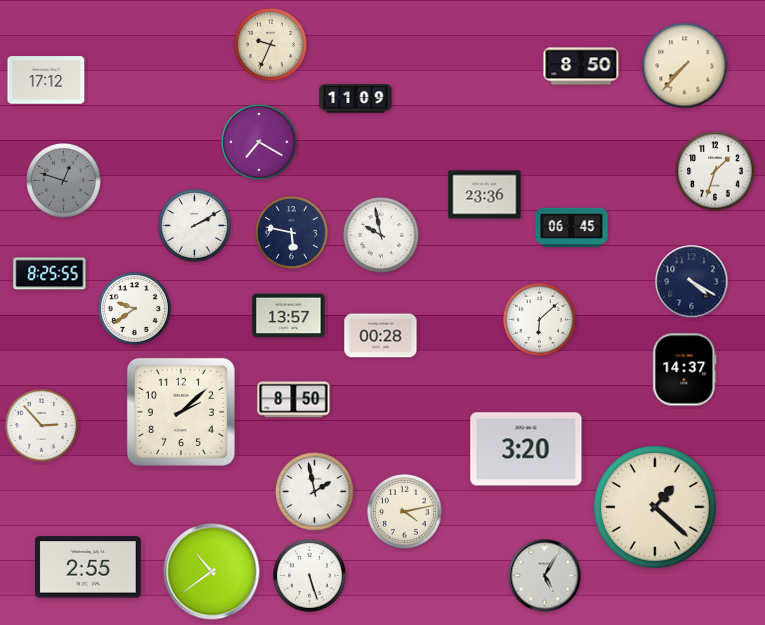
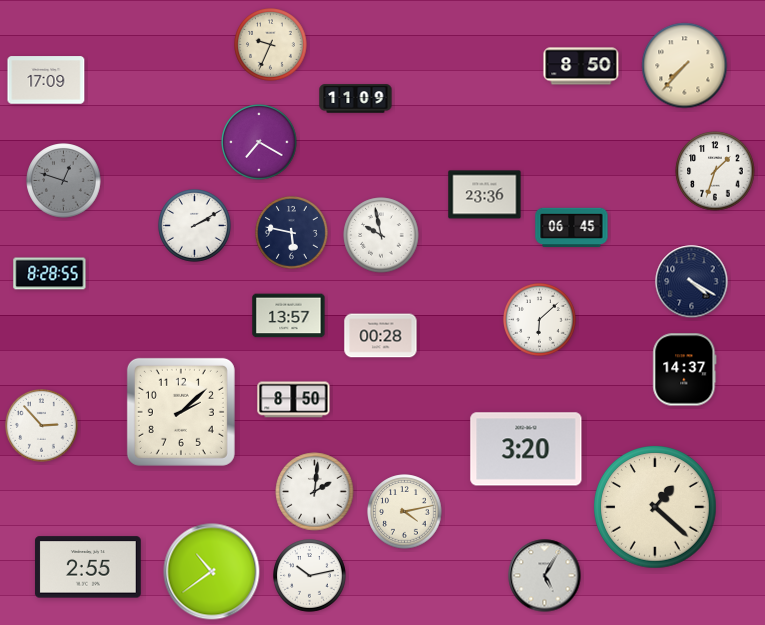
clock at (46, 80): 17:12 -> 17:09
clock at (50, 274): 8:25 -> 8:28
clock at (135, 309): 9:39 -> none
clock at (315, 492): 1:58 -> 2:01
clock at (310, 576): 5:27 -> 10:13
